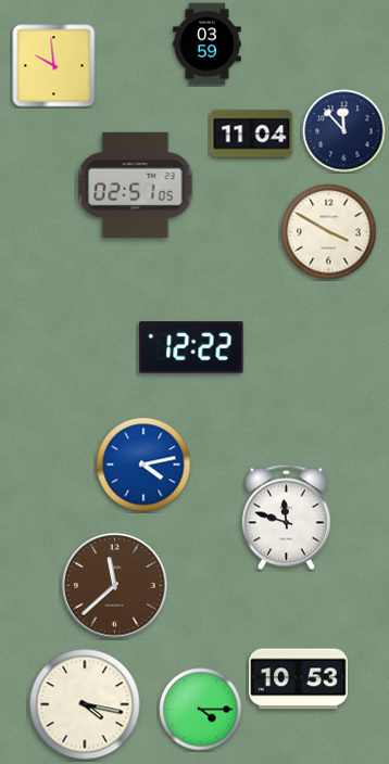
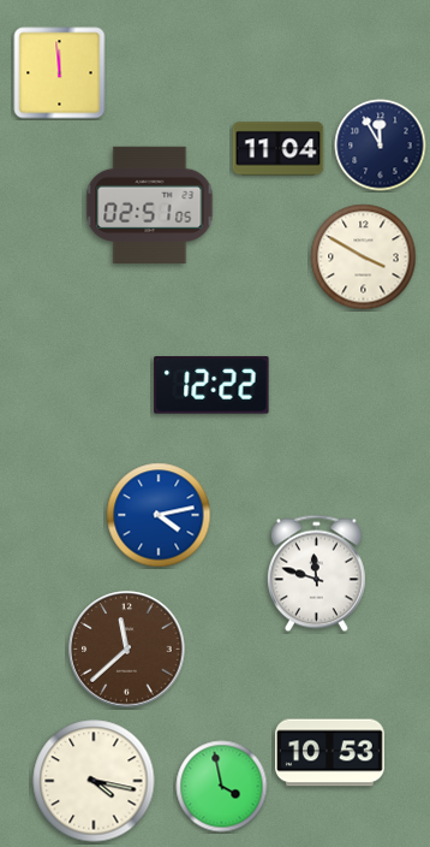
clock at (208, 44): 03:59 -> none
clock at (54, 66): 9:59 -> 11:59
clock at (344, 131): 11:53 -> 11:55
clock at (201, 710): 4:15 -> 3:58
